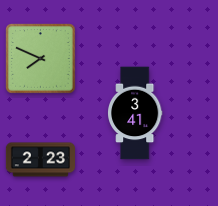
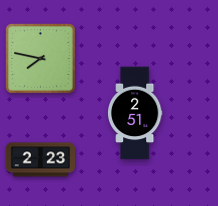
clock at (41, 59): 7:49 -> 7:47
clock at (135, 113): 3:41 -> 2:51
